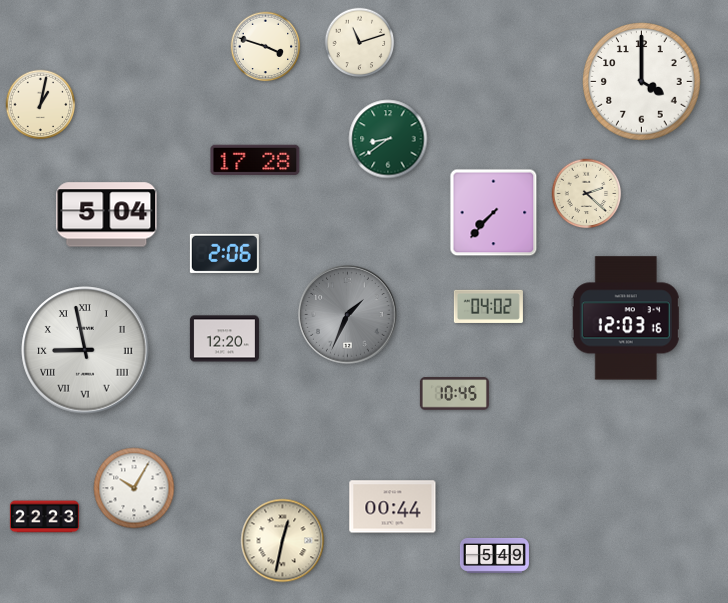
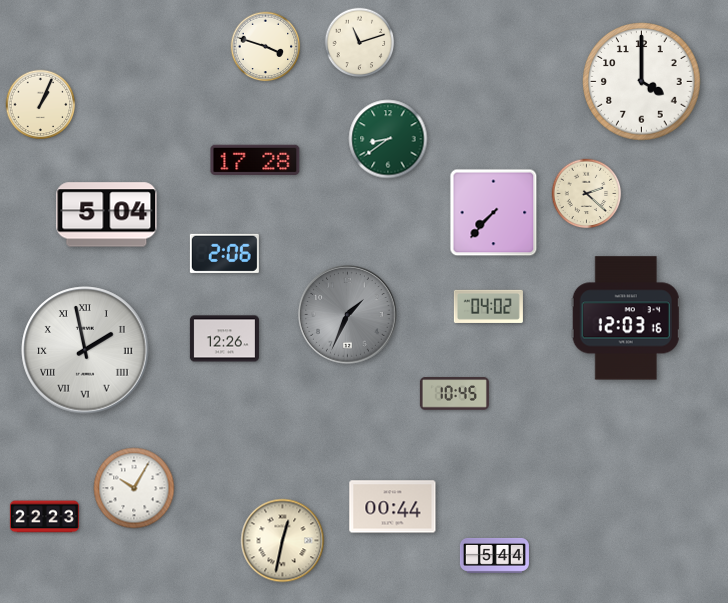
clock at (41, 105): 1:02 -> 1:04
clock at (224, 339): 12:20 -> 12:26
clock at (85, 350): 8:58 -> 1:58
clock at (494, 555): 5:49 -> 5:44
